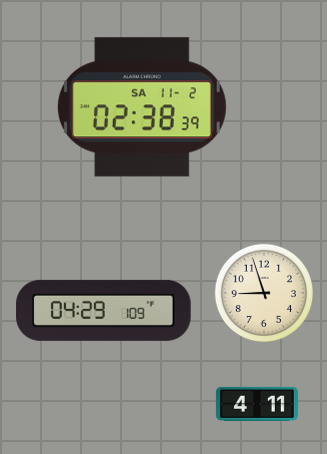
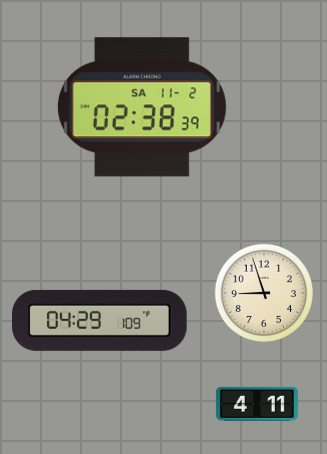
clock at (104, 310) position: (104, 310) -> (100, 320)
